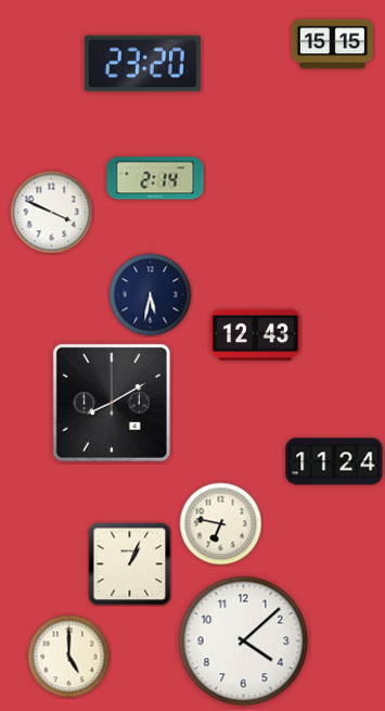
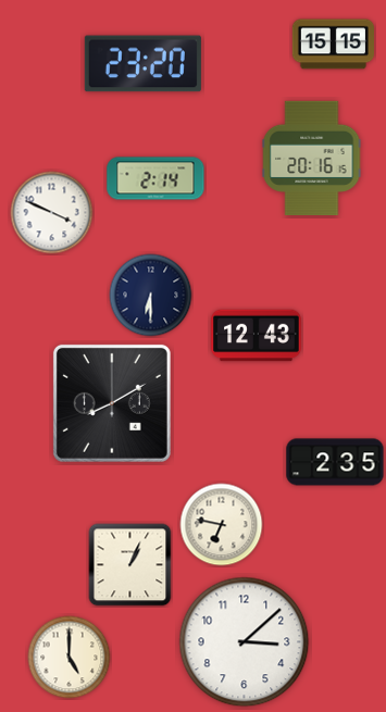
clock at (312, 158): none -> 20:16
clock at (151, 295): 5:32 -> 6:30
clock at (334, 461): 11:24 -> 2:35
clock at (244, 642): 4:08 -> 3:08
